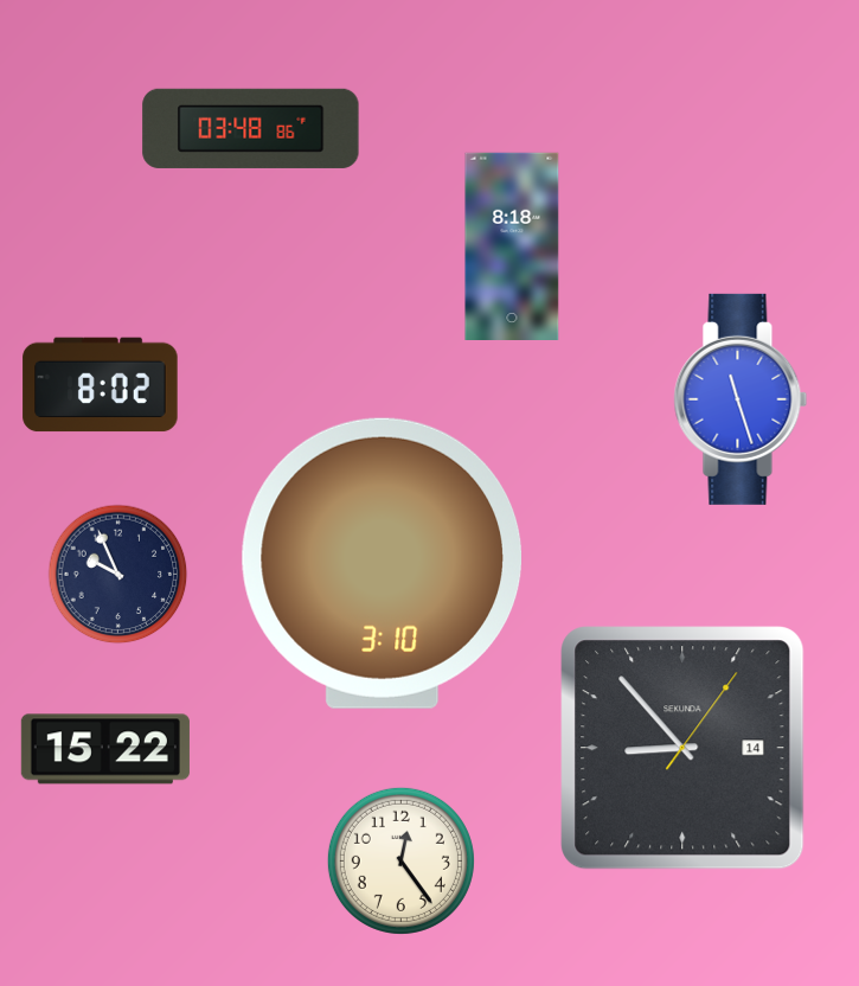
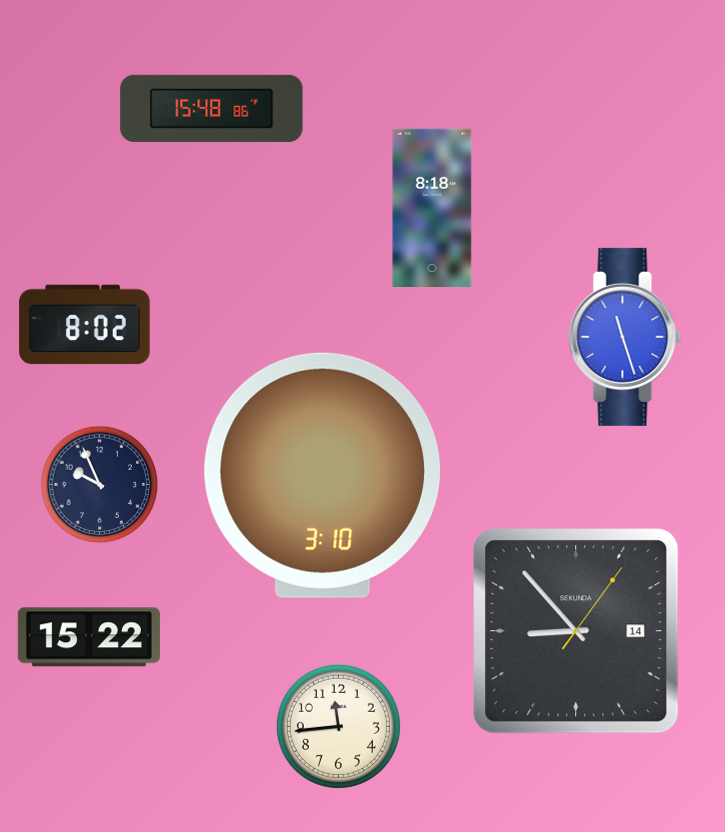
clock at (251, 128): 03:48 -> 15:48
clock at (105, 749) position: (105, 749) -> (89, 637)
clock at (400, 860): 12:24 -> 11:44
